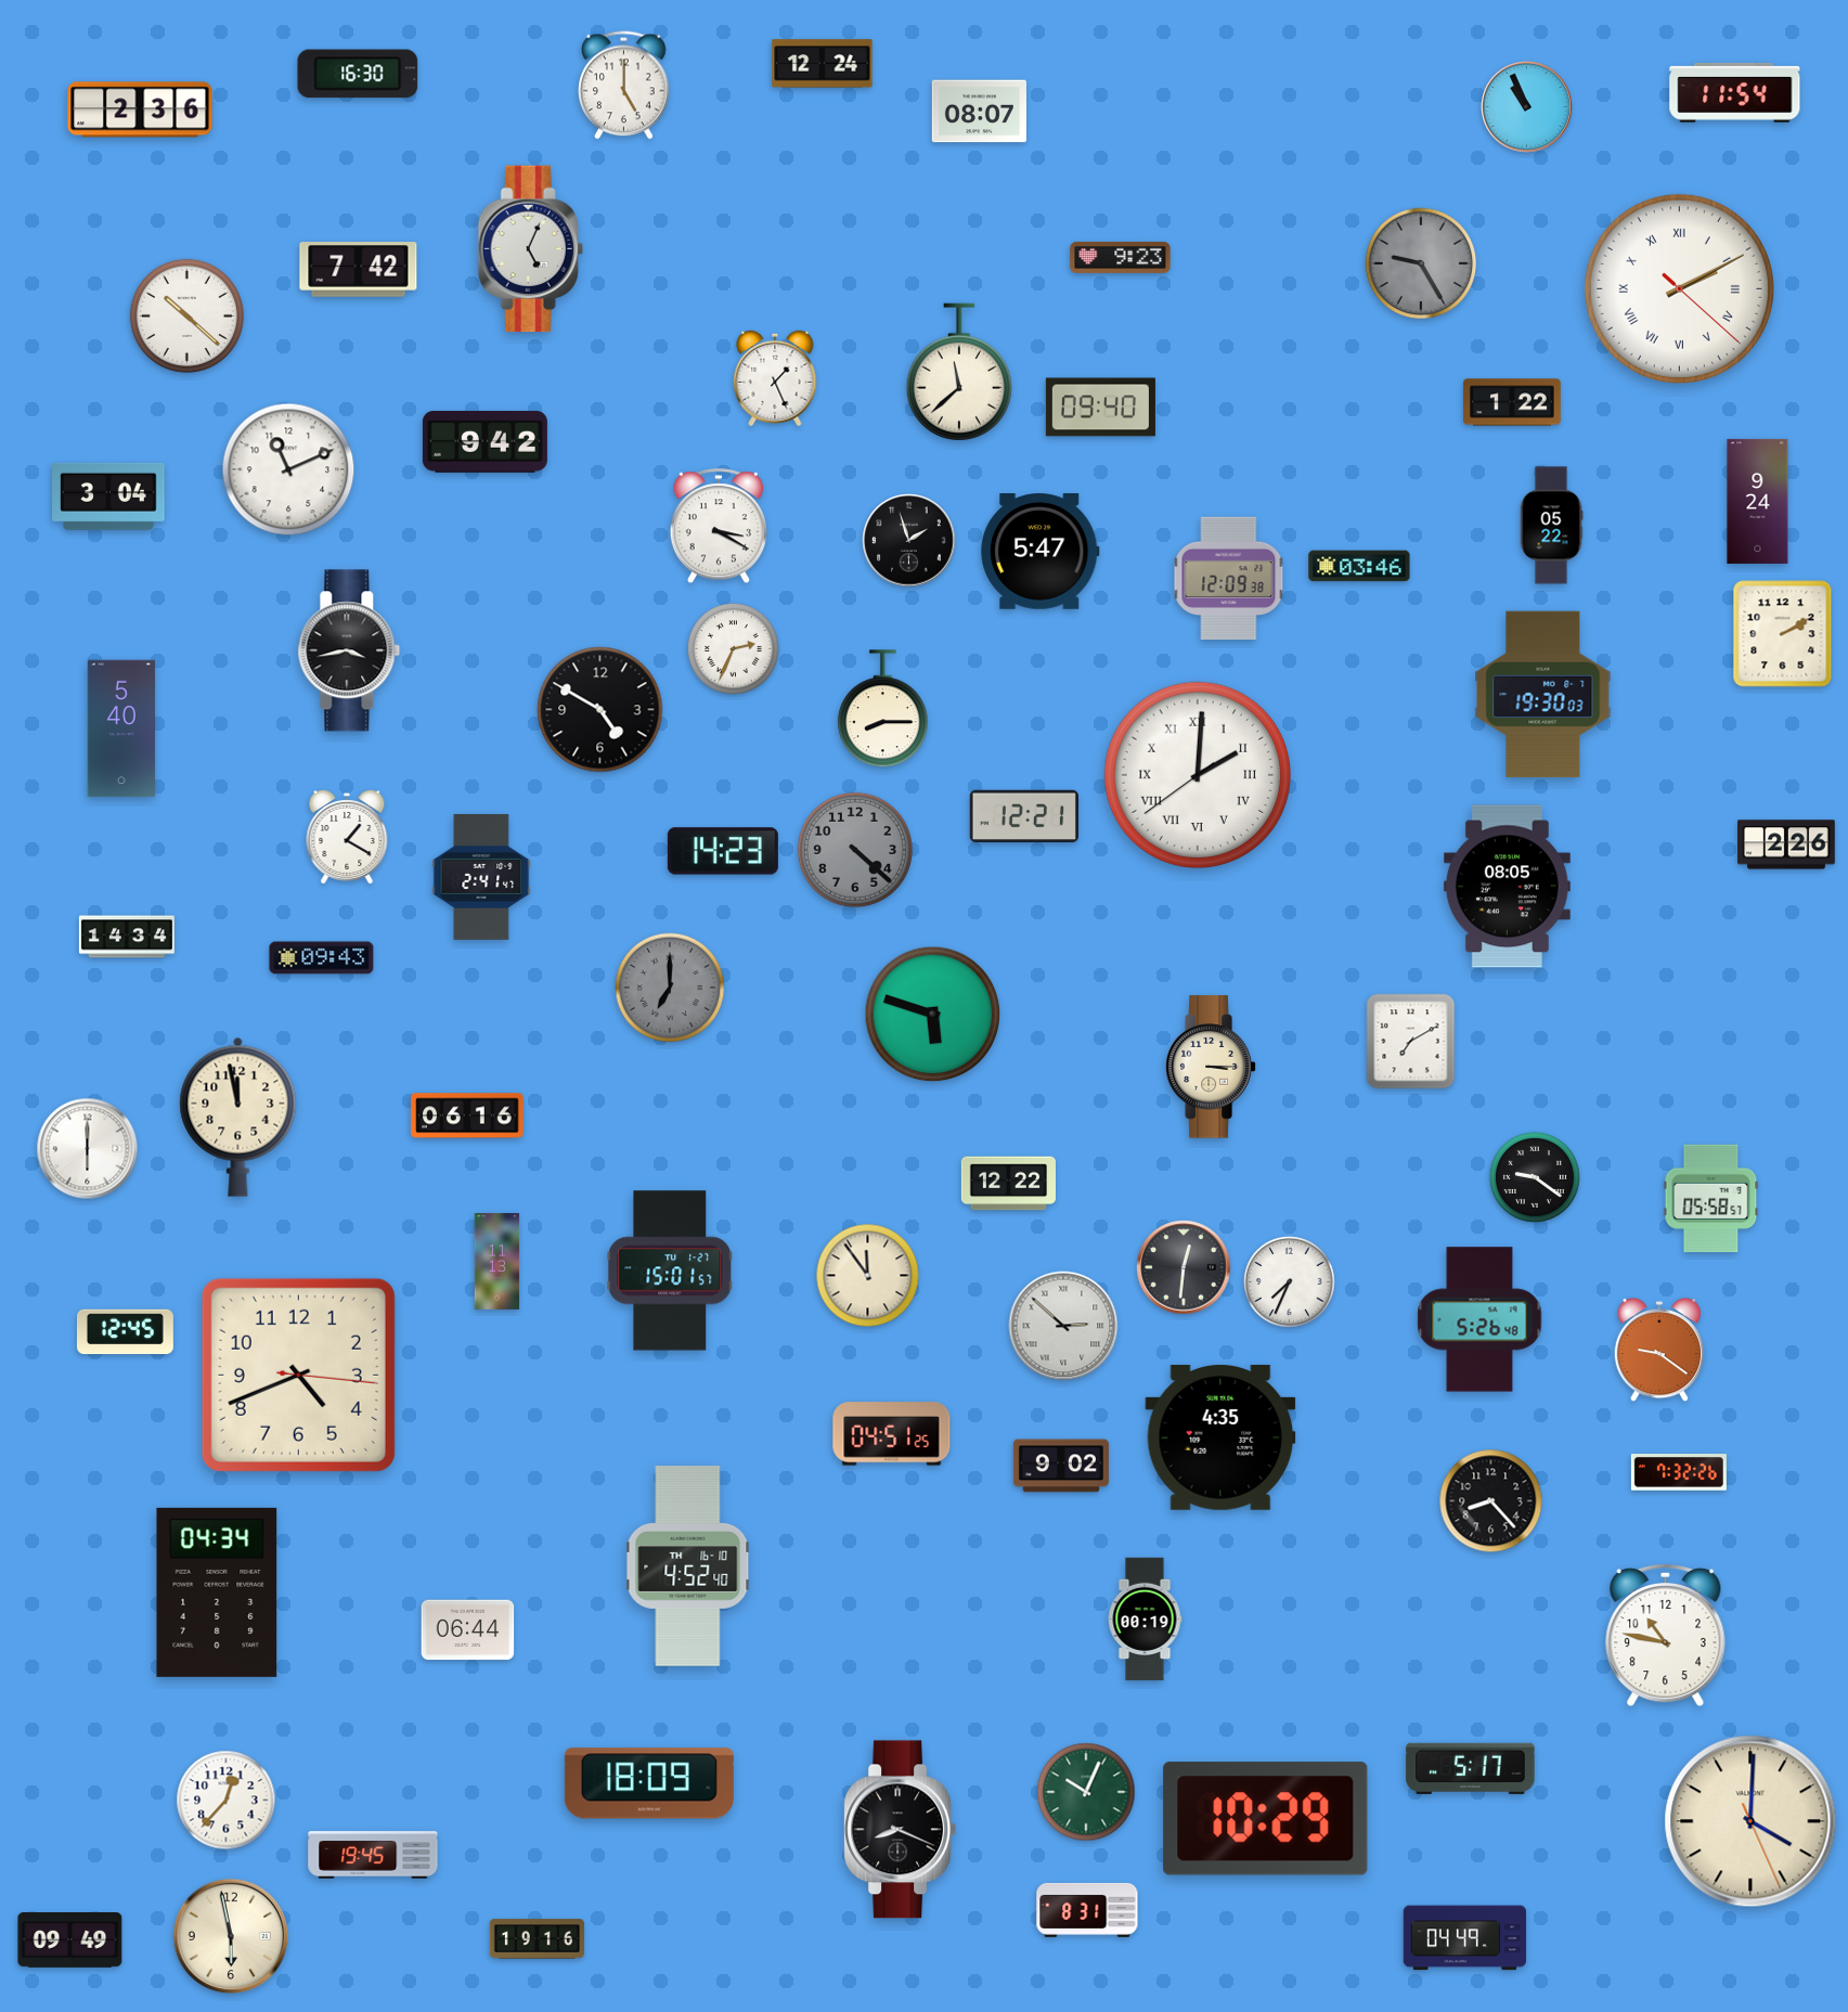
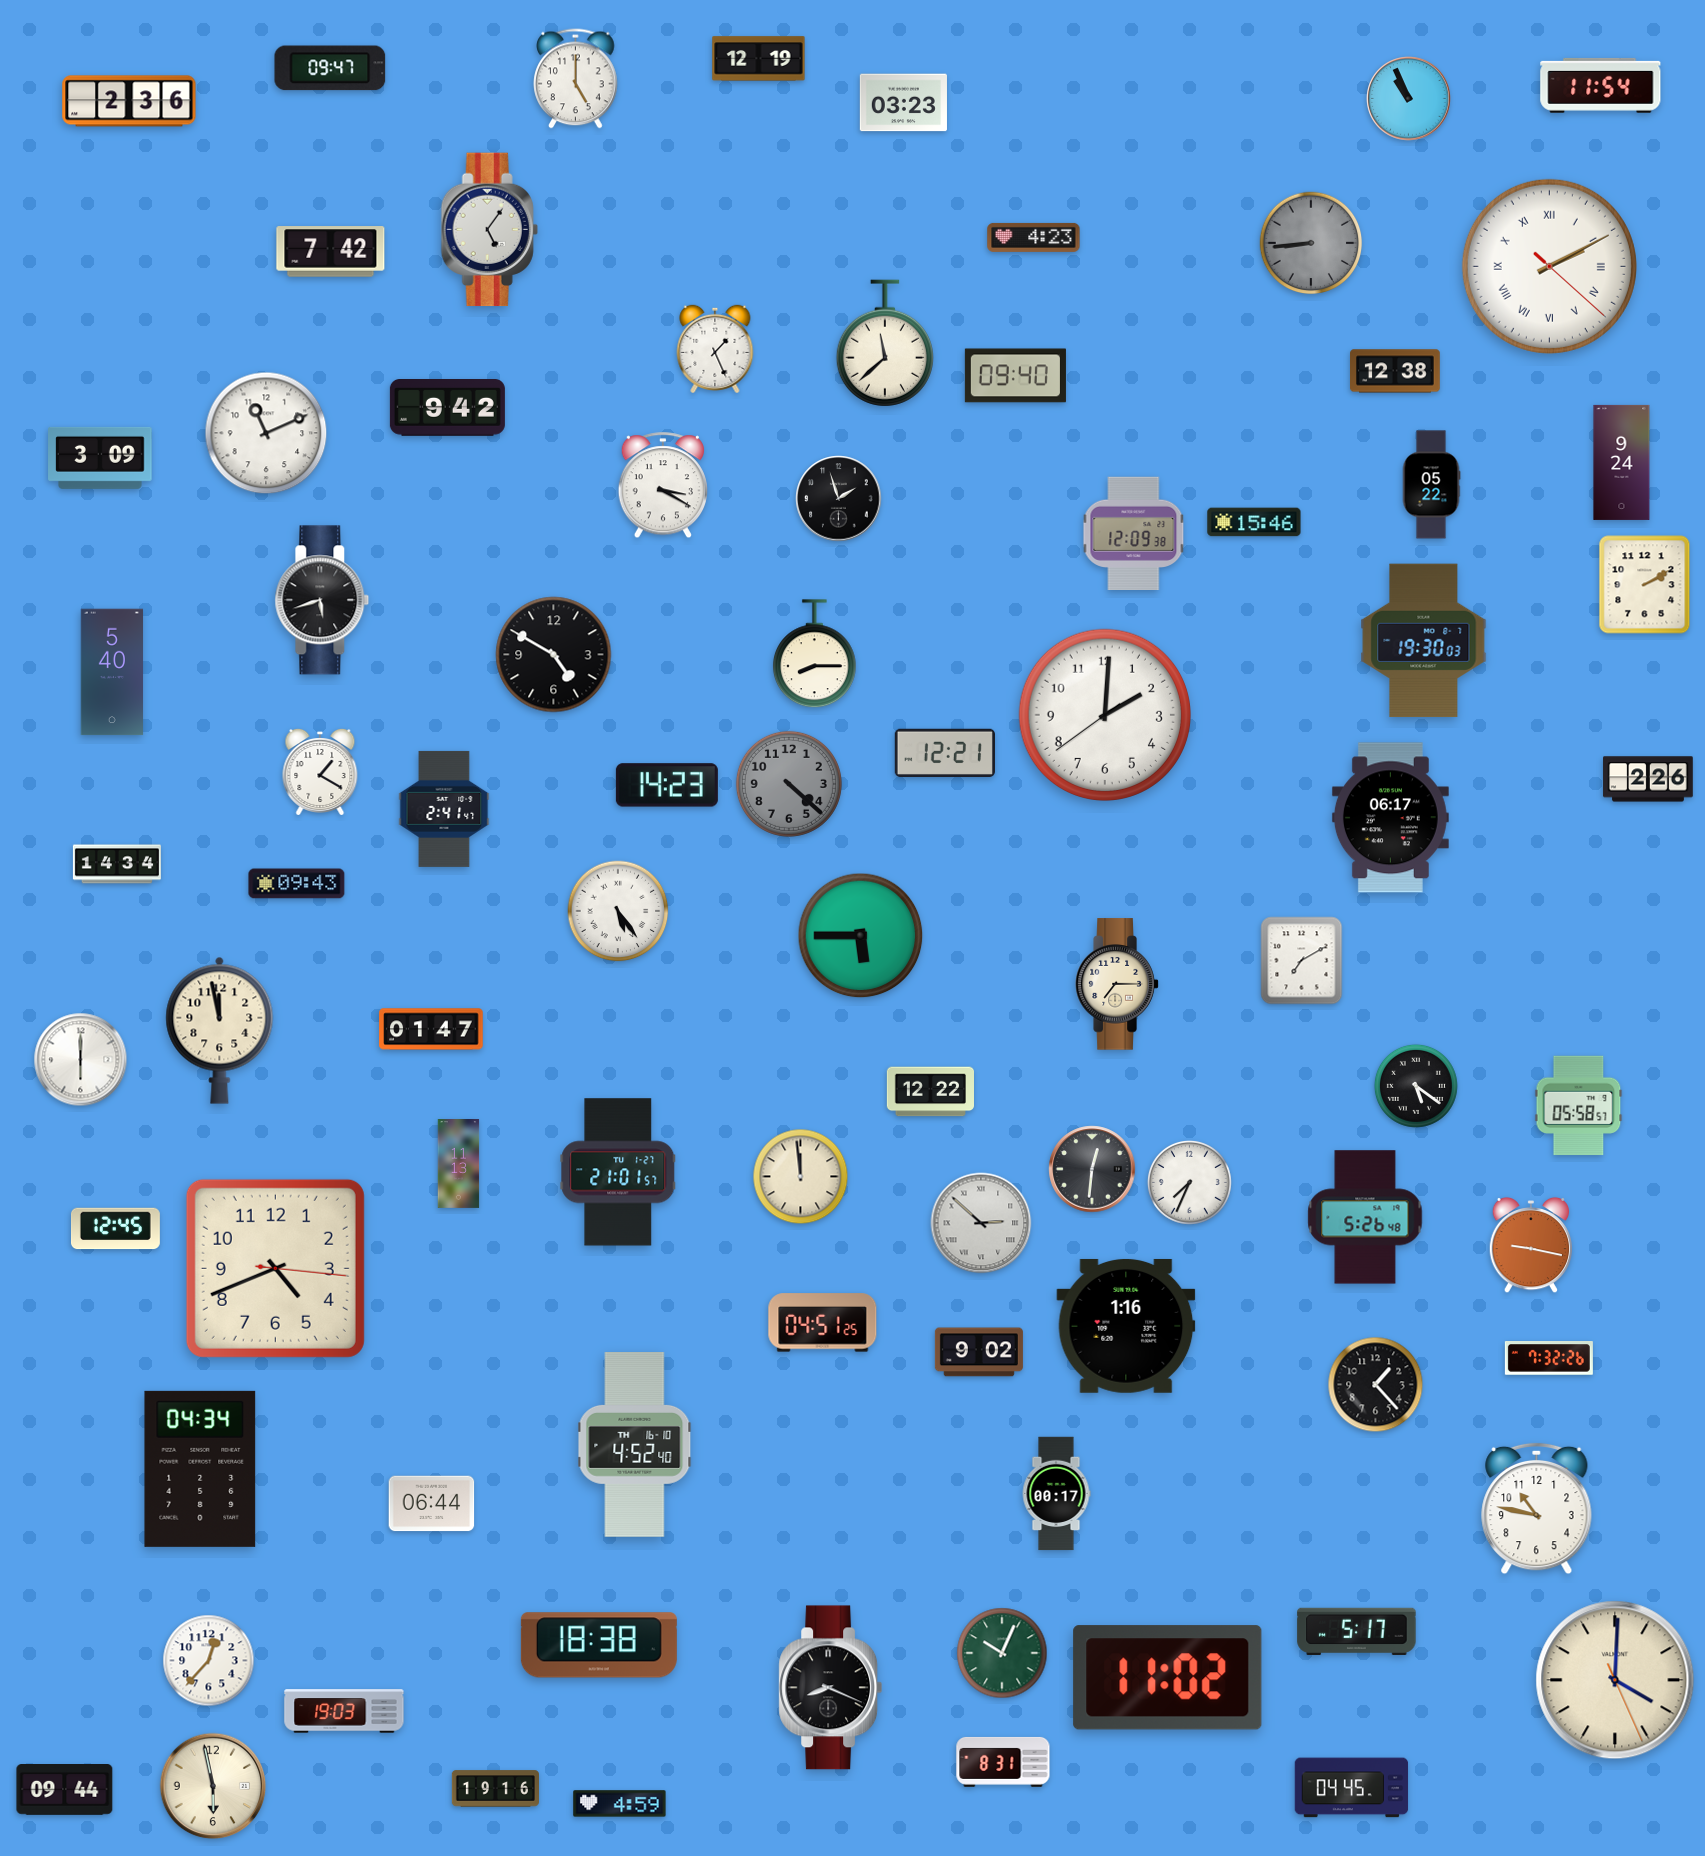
clock at (823, 64): 12:24 -> 12:19
clock at (358, 74): 16:30 -> 09:47
clock at (979, 112): 08:07 -> 03:23
clock at (530, 249): 5:04 -> 5:06
clock at (1121, 257): 9:23 -> 4:23
clock at (1421, 263): 9:25 -> 8:44
clock at (359, 270) position: (359, 270) -> (331, 252)
clock at (186, 315): 10:22 -> none
clock at (1512, 402): 1:22 -> 12:38
clock at (108, 496): 3:04 -> 3:09
clock at (1041, 552): 5:47 -> none
clock at (1359, 566): 03:46 -> 15:46
clock at (733, 648): 2:34 -> none
clock at (349, 650): 3:43 -> 5:42
clock at (1197, 774) numerals: Roman -> Arabic
clock at (1507, 887): 08:05 -> 06:17
clock at (670, 988): 7:00 -> 5:24
clock at (670, 988) dial: grey -> white
clock at (933, 1015): 5:48 -> 5:45
clock at (1211, 1067): 3:15 -> 7:15
clock at (467, 1115): 06:16 -> 01:47
clock at (1535, 1177): 9:21 -> 5:21
clock at (670, 1271): 15:01 -> 21:01
clock at (868, 1276): 11:54 -> 11:59
clock at (1658, 1350): 9:21 -> 9:17
clock at (1220, 1437): 4:35 -> 1:16
clock at (1491, 1501): 8:23 -> 1:23
clock at (1145, 1620): 00:19 -> 00:17
clock at (649, 1783): 18:09 -> 18:38
clock at (1266, 1819): 10:29 -> 11:02
clock at (373, 1855): 19:45 -> 19:03
clock at (1465, 1938): 04:49 -> 04:45
clock at (70, 1940): 09:49 -> 09:44
clock at (620, 1804): none -> 4:59
